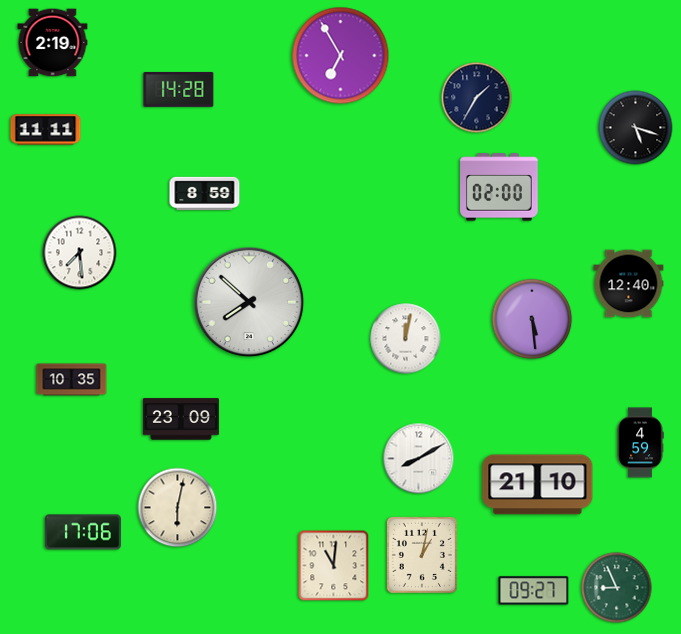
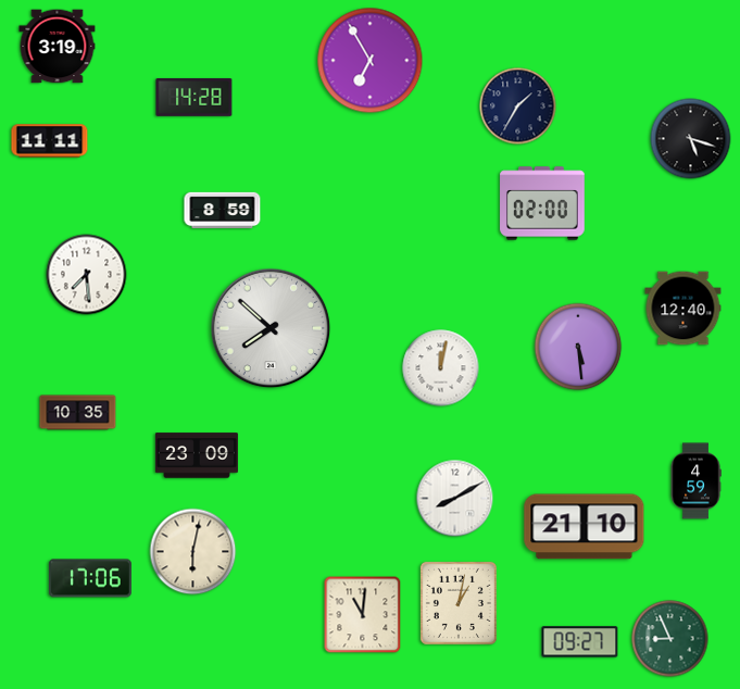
clock at (53, 43): 2:19 -> 3:19
